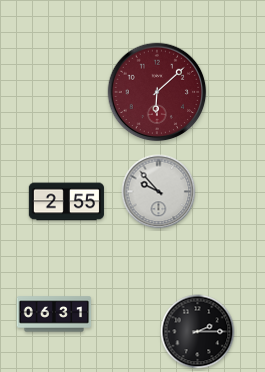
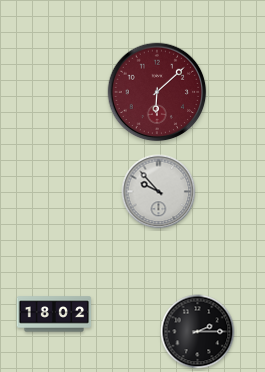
clock at (66, 202): 2:55 -> none
clock at (54, 314): 06:31 -> 18:02
